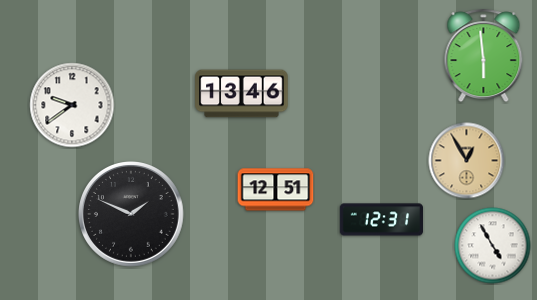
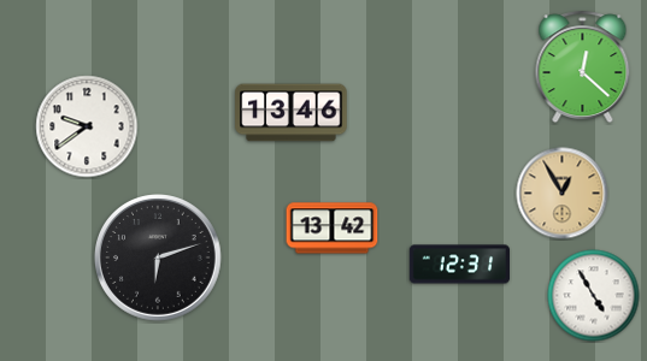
clock at (484, 56): 5:59 -> 12:22
clock at (276, 190): 12:51 -> 13:42
clock at (132, 215): 1:49 -> 6:12
